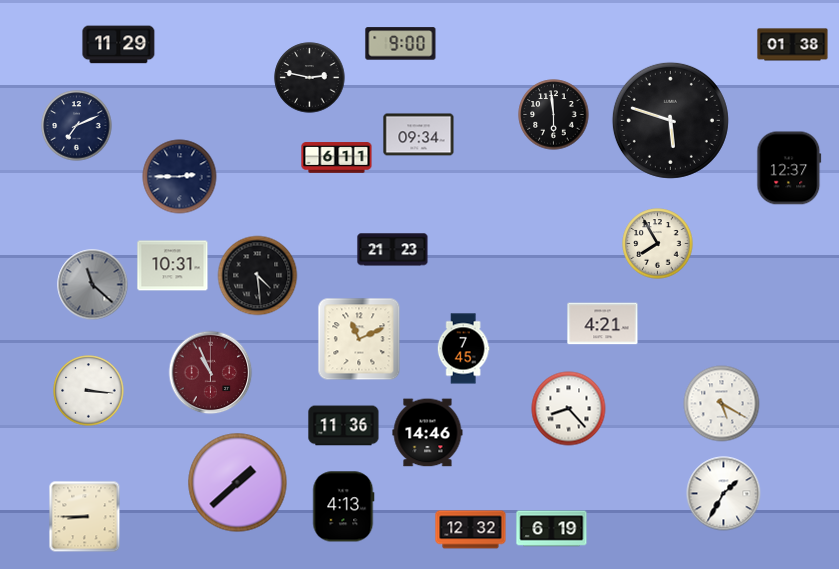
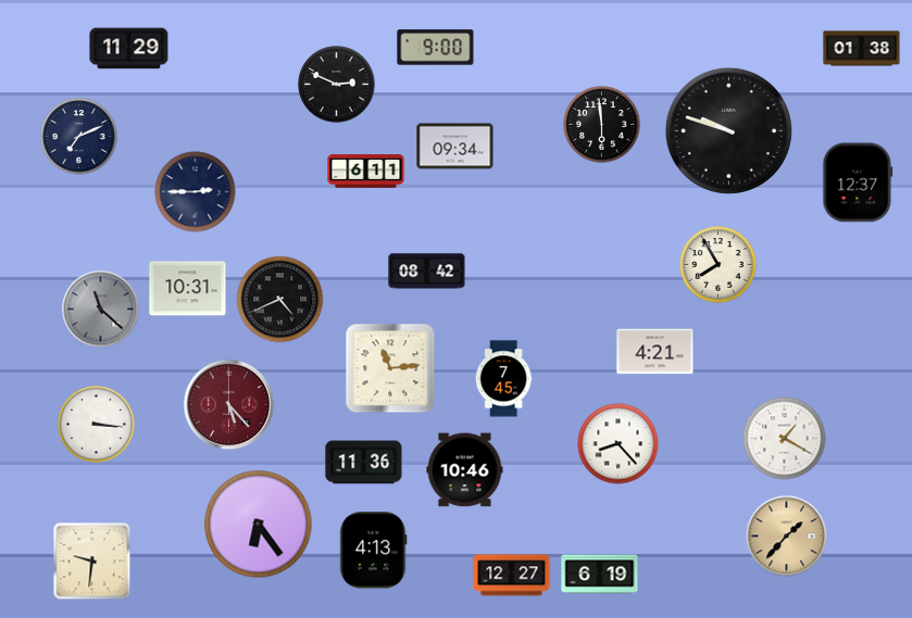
clock at (310, 78): 2:47 -> 2:49
clock at (670, 120): 5:48 -> 9:48
clock at (77, 126) position: (77, 126) -> (79, 137)
clock at (658, 244) position: (658, 244) -> (719, 265)
clock at (393, 250): 21:23 -> 08:42
clock at (258, 276): 4:29 -> 4:41
clock at (359, 339): 11:11 -> 11:14
clock at (211, 373): 10:56 -> 5:23
clock at (722, 404): 5:20 -> 1:20
clock at (344, 426) position: (344, 426) -> (364, 463)
clock at (428, 433): 14:46 -> 10:46
clock at (238, 483): 1:38 -> 6:24
clock at (724, 494): 1:35 -> 1:37
clock at (724, 494) dial: white -> champagne
clock at (85, 517): 8:45 -> 9:31
clock at (471, 530): 12:32 -> 12:27
